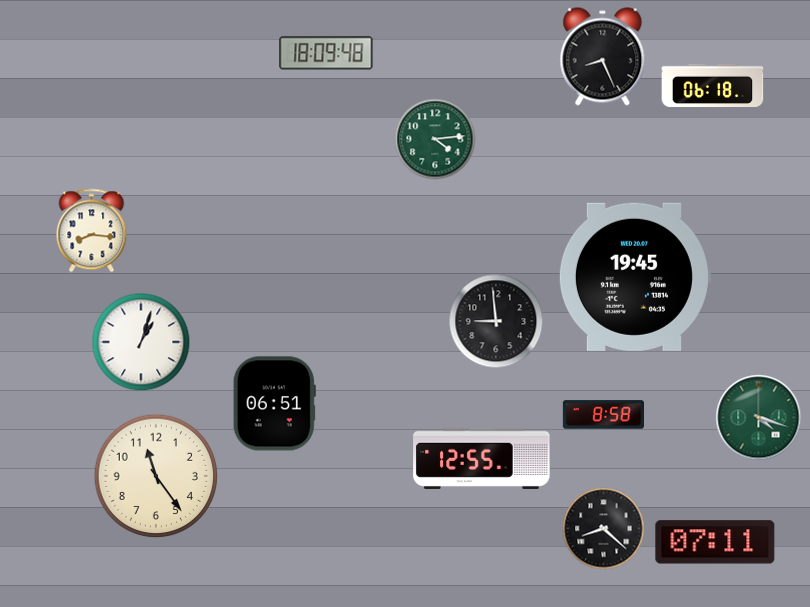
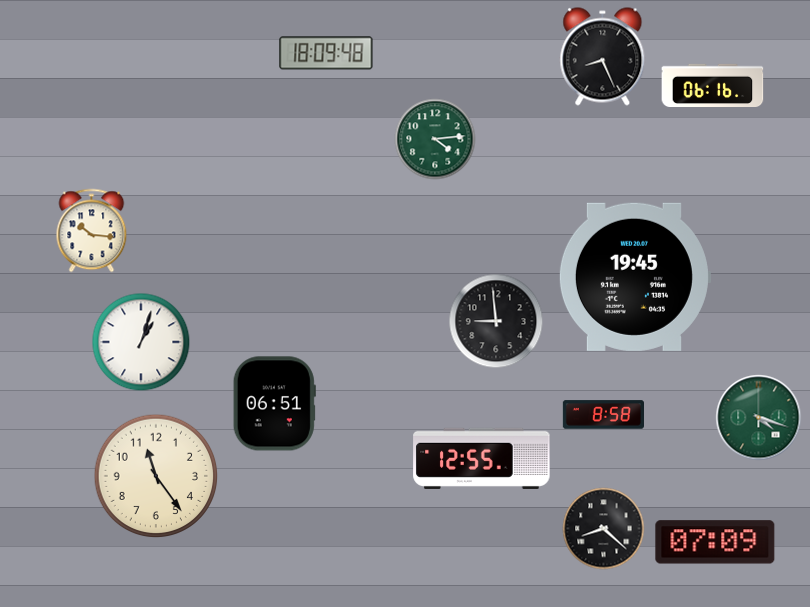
clock at (713, 85): 06:18 -> 06:16
clock at (92, 231): 8:16 -> 10:16
clock at (715, 542): 07:11 -> 07:09
